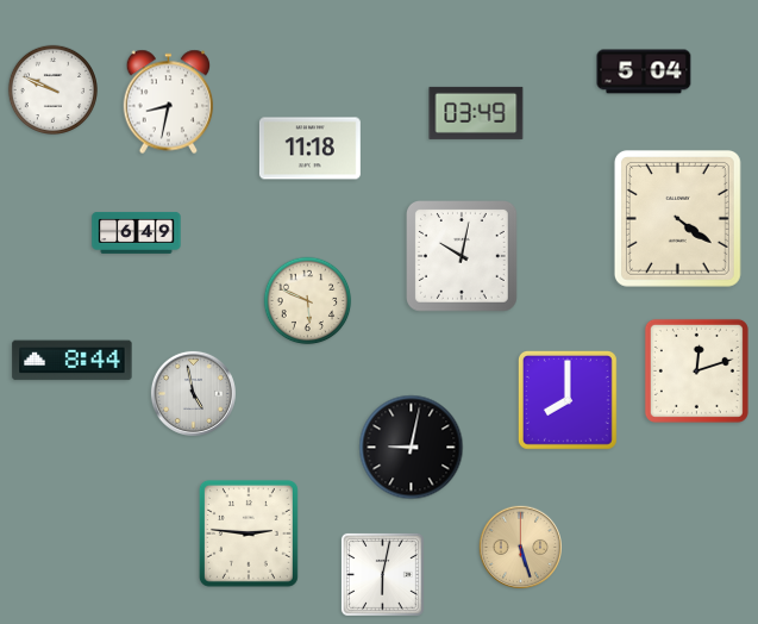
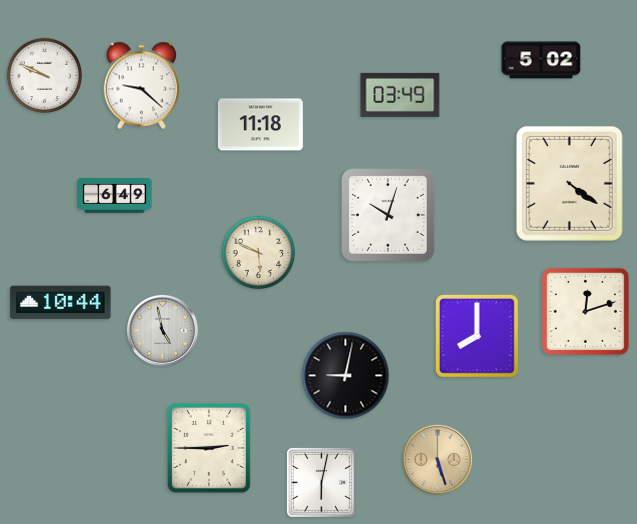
clock at (644, 71): 5:04 -> 5:02
clock at (169, 102): 8:32 -> 9:22
clock at (463, 257): 10:02 -> 10:03
clock at (73, 361): 8:44 -> 10:44
clock at (249, 533): 2:46 -> 2:45
